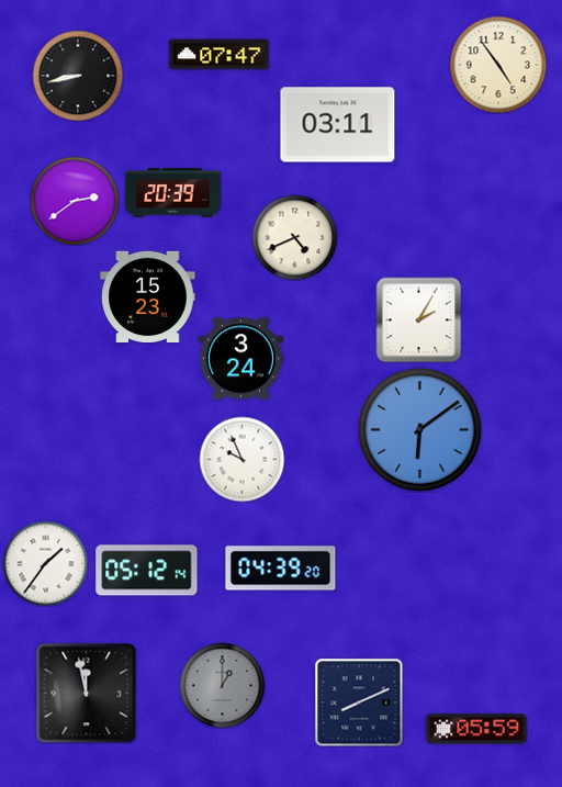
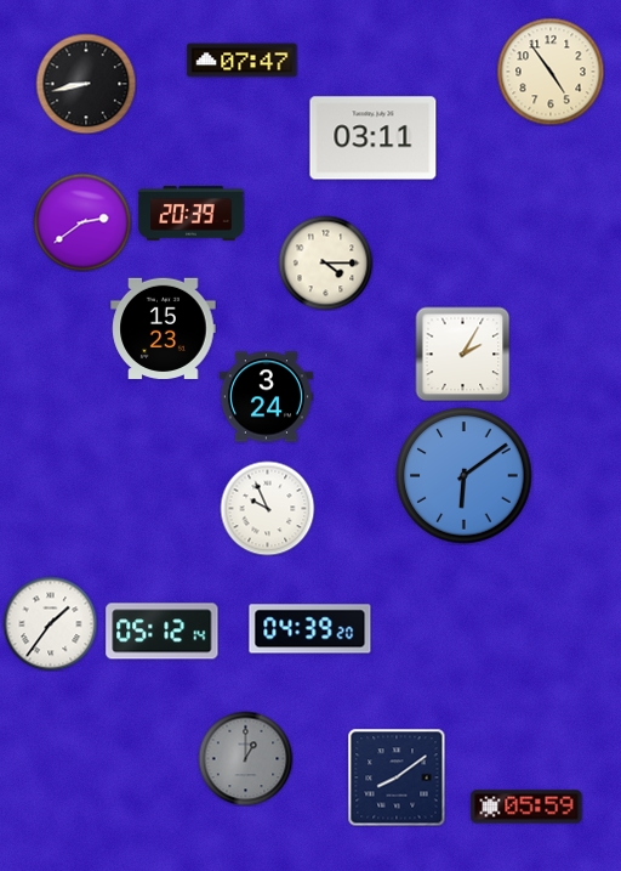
clock at (294, 237): 4:41 -> 4:15
clock at (86, 693): 11:58 -> none
clock at (359, 702): 8:11 -> 8:09
